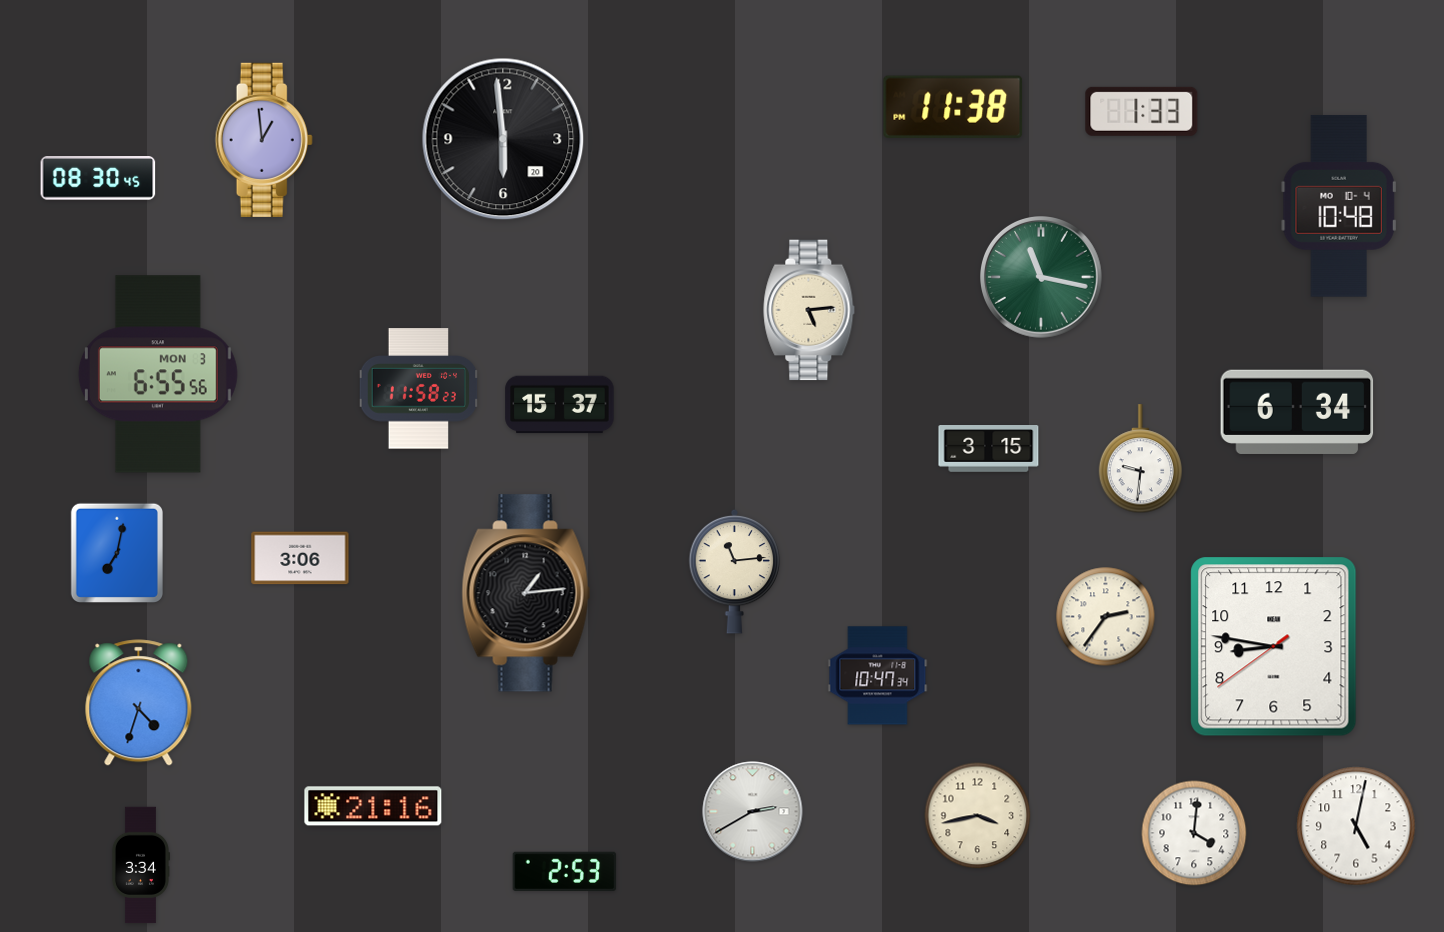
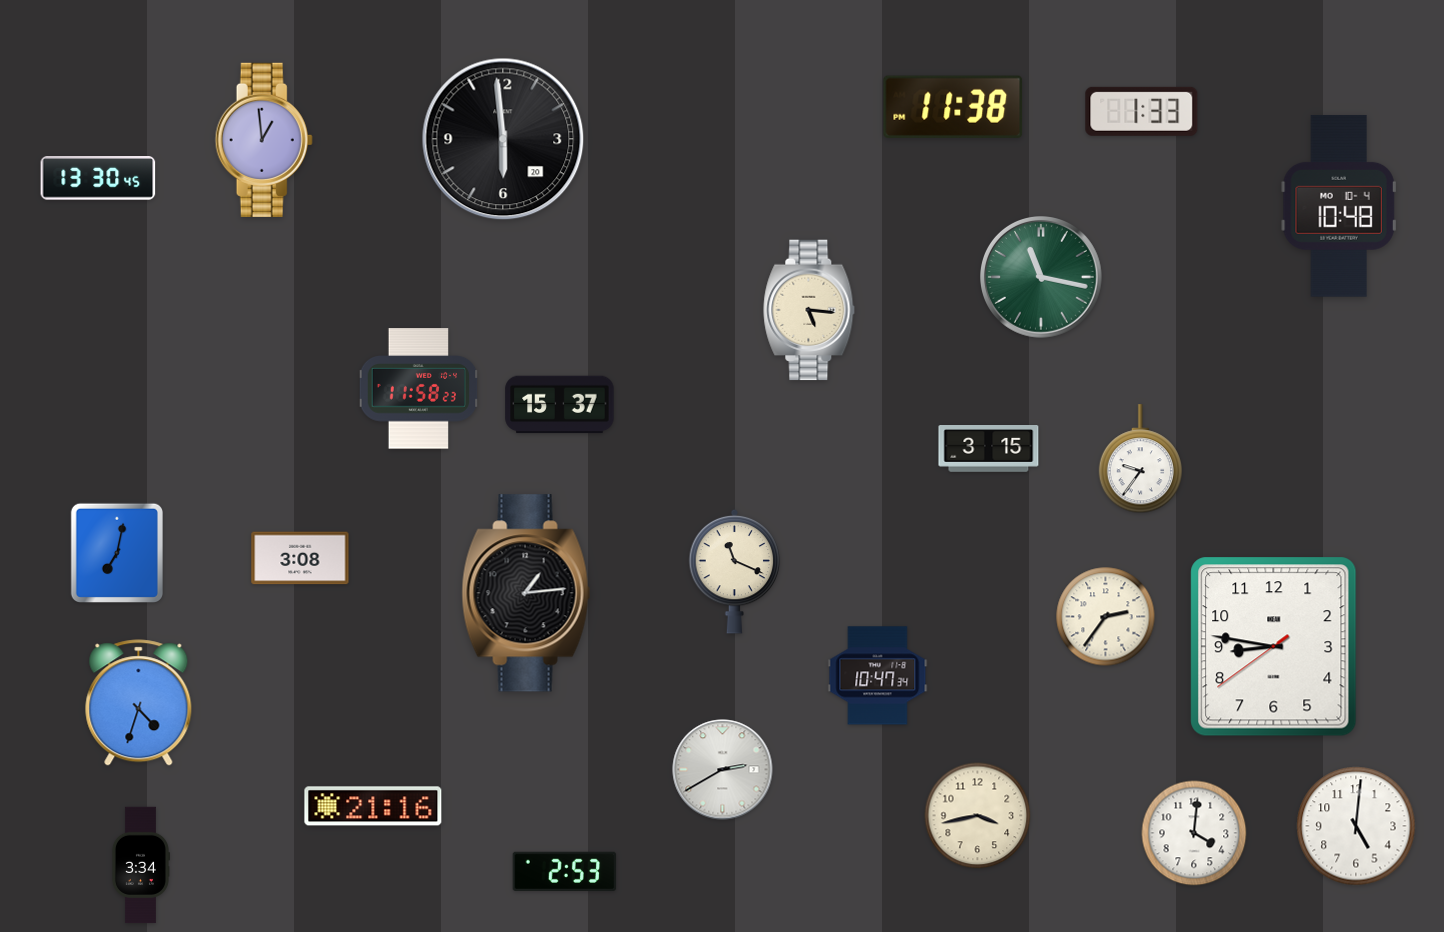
clock at (98, 179): 08:30 -> 13:30
clock at (809, 310): 5:14 -> 5:16
clock at (158, 374): 6:55 -> none
clock at (1297, 412): 6:34 -> none
clock at (1140, 459): 9:31 -> 9:36
clock at (300, 558): 3:06 -> 3:08
clock at (735, 571): 11:14 -> 11:19
clock at (753, 812) position: (753, 812) -> (723, 770)
clock at (1356, 826): 5:02 -> 5:01
